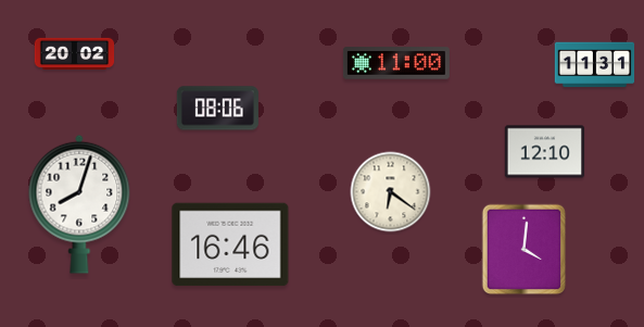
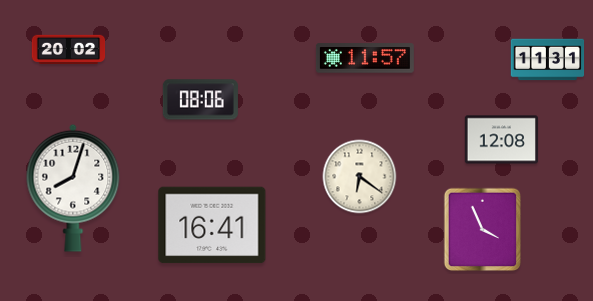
clock at (396, 63): 11:00 -> 11:57
clock at (545, 152): 12:10 -> 12:08
clock at (230, 244): 16:46 -> 16:41
clock at (525, 250): 4:01 -> 3:56
